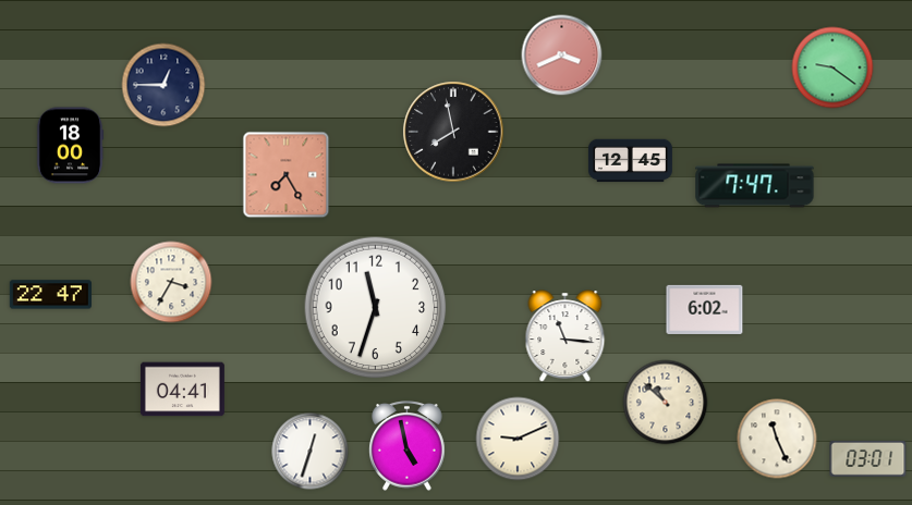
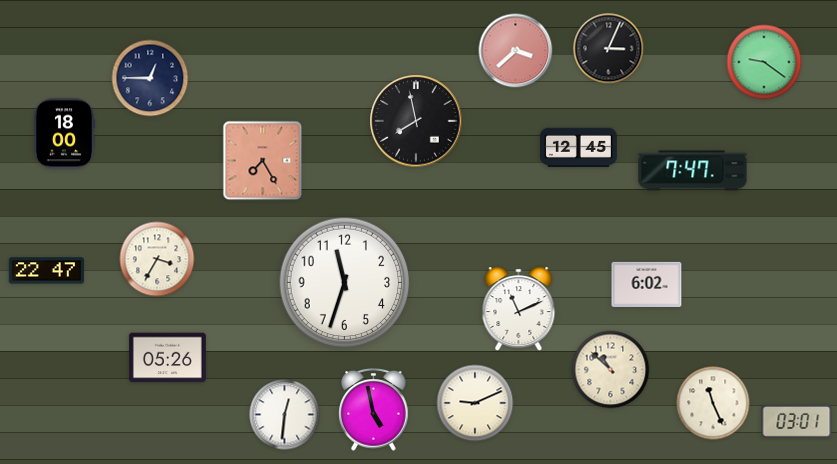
clock at (609, 49): none -> 3:04
clock at (562, 56): 3:41 -> 3:38
clock at (566, 335): 11:16 -> 11:11
clock at (182, 390): 04:41 -> 05:26
clock at (311, 452): 12:33 -> 12:31
